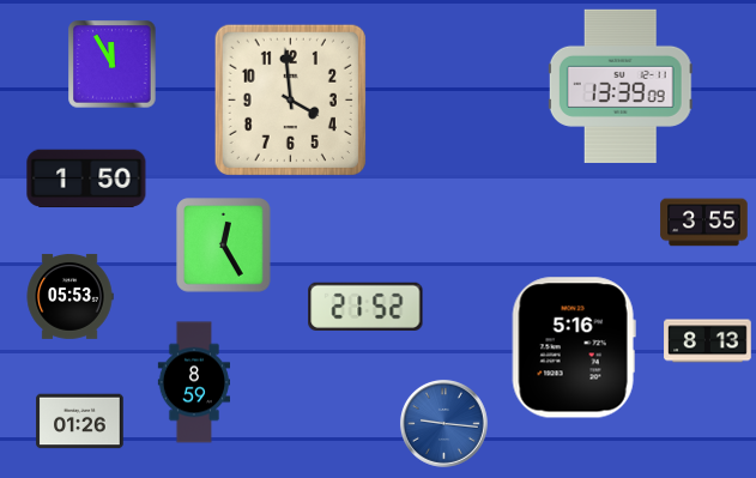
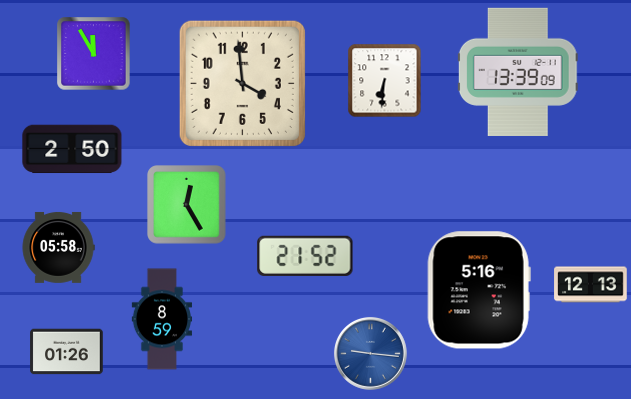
clock at (385, 81): none -> 6:31
clock at (86, 179): 1:50 -> 2:50
clock at (704, 223): 3:55 -> none
clock at (69, 296): 05:53 -> 05:58
clock at (708, 341): 8:13 -> 12:13
